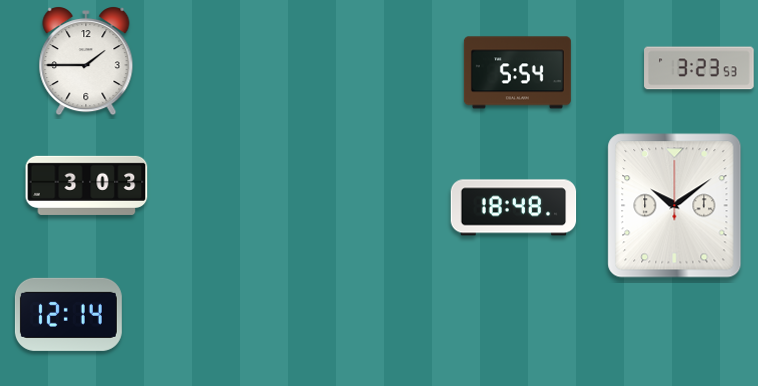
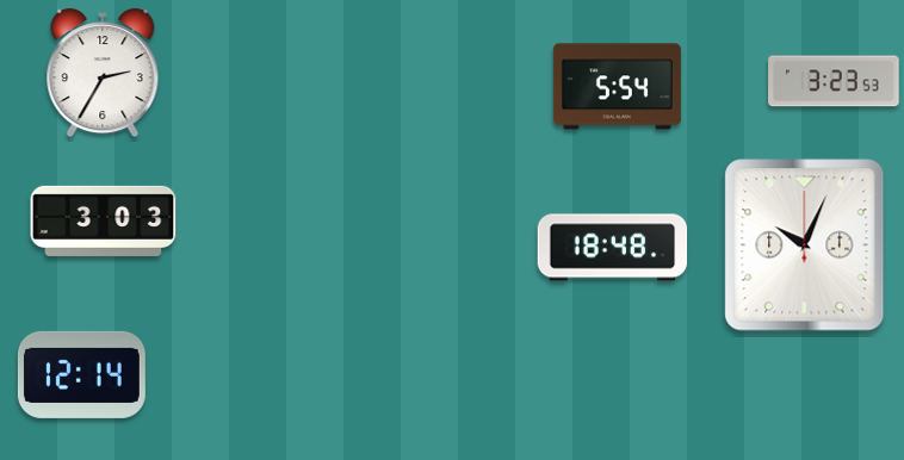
clock at (86, 62): 1:45 -> 2:35
clock at (675, 206): 10:09 -> 10:04
